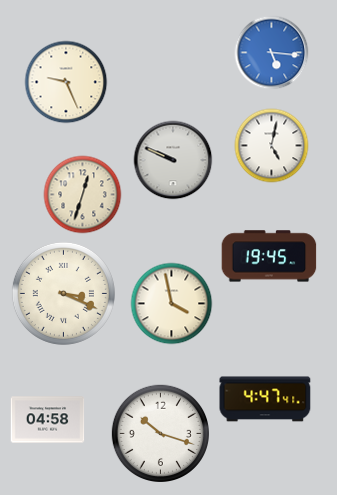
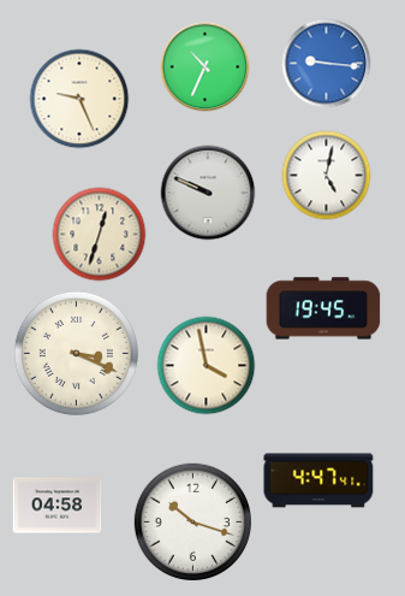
clock at (272, 53): 5:16 -> 9:16
clock at (206, 67): none -> 10:34
